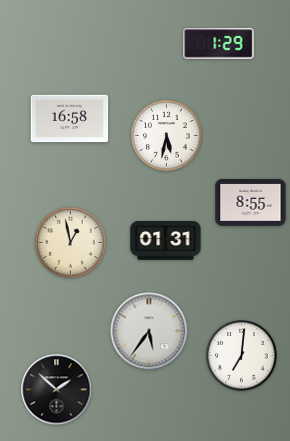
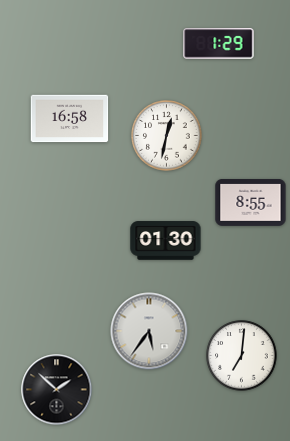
clock at (167, 136): 5:32 -> 12:32
clock at (166, 241): 01:31 -> 01:30
clock at (71, 243): 12:58 -> none
